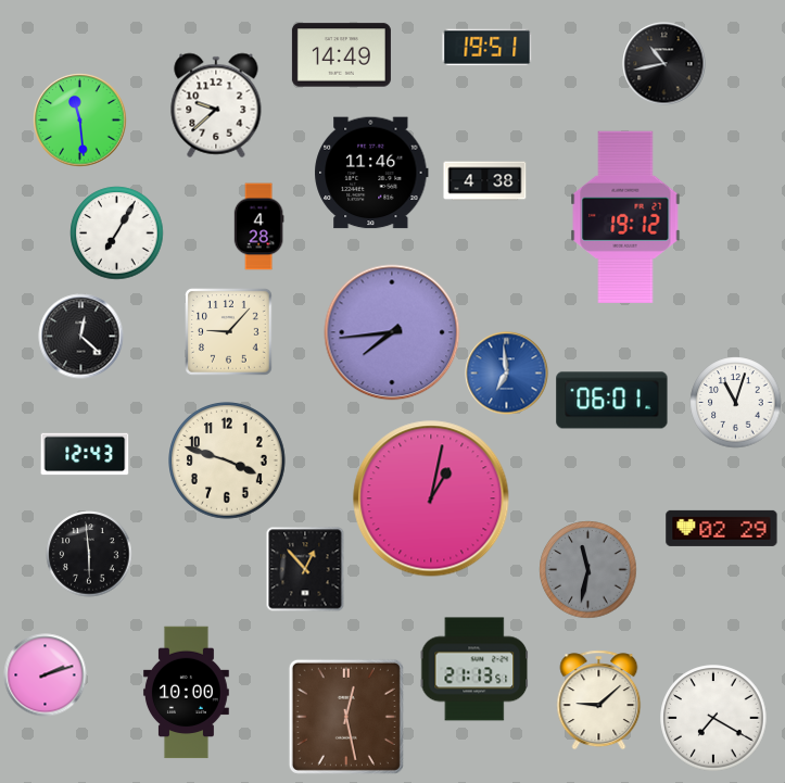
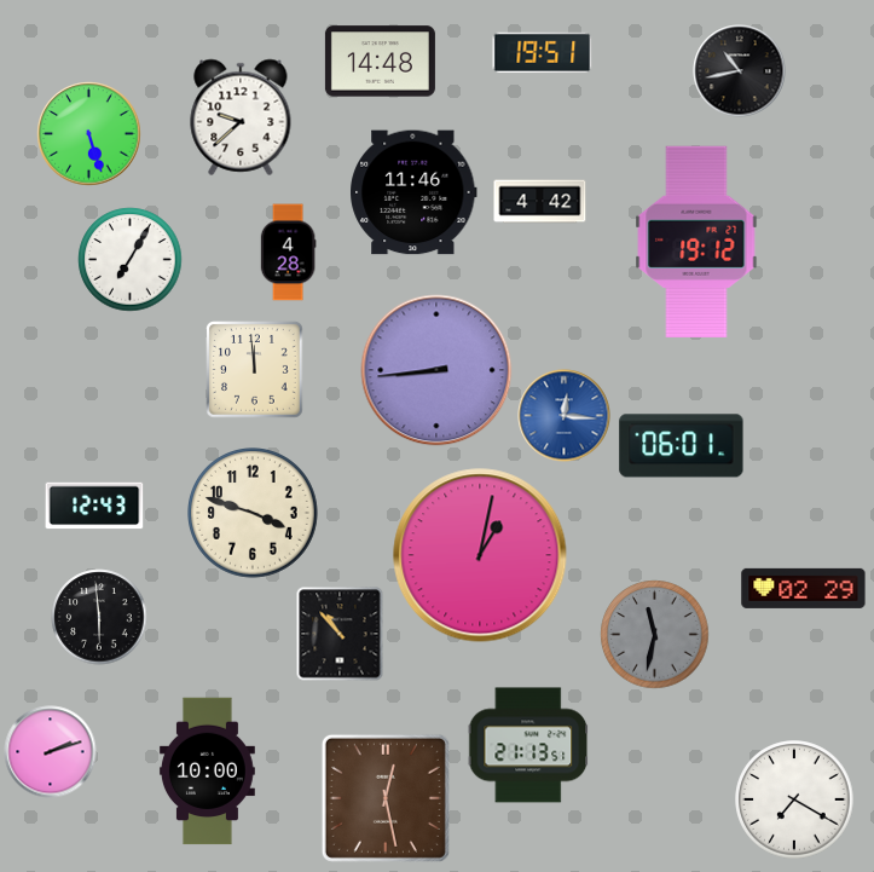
clock at (341, 55): 14:49 -> 14:48
clock at (80, 121): 11:29 -> 5:27
clock at (485, 181): 4:38 -> 4:42
clock at (229, 332): 9:07 -> 11:59
clock at (392, 332): 7:44 -> 8:44
clock at (81, 337): 12:22 -> none
clock at (507, 374): 6:59 -> 12:16
clock at (736, 403): 11:03 -> none
clock at (305, 569): 12:53 -> 10:53
clock at (599, 700): 9:08 -> none
